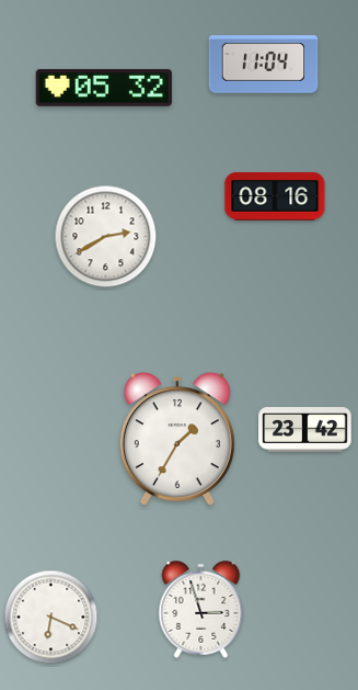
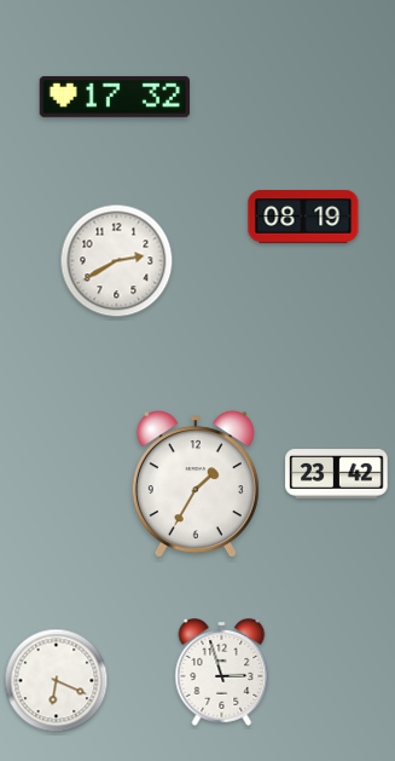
clock at (264, 65): 11:04 -> none
clock at (103, 88): 05:32 -> 17:32
clock at (275, 196): 08:16 -> 08:19
